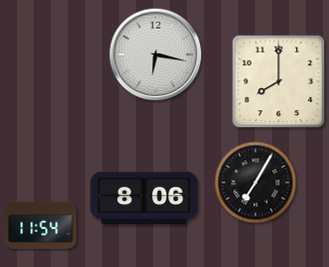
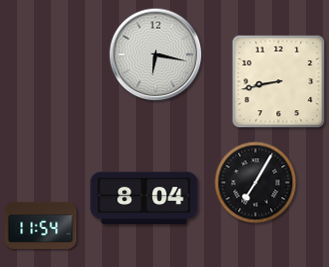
clock at (279, 82): 8:00 -> 8:43
clock at (144, 197): 8:06 -> 8:04
